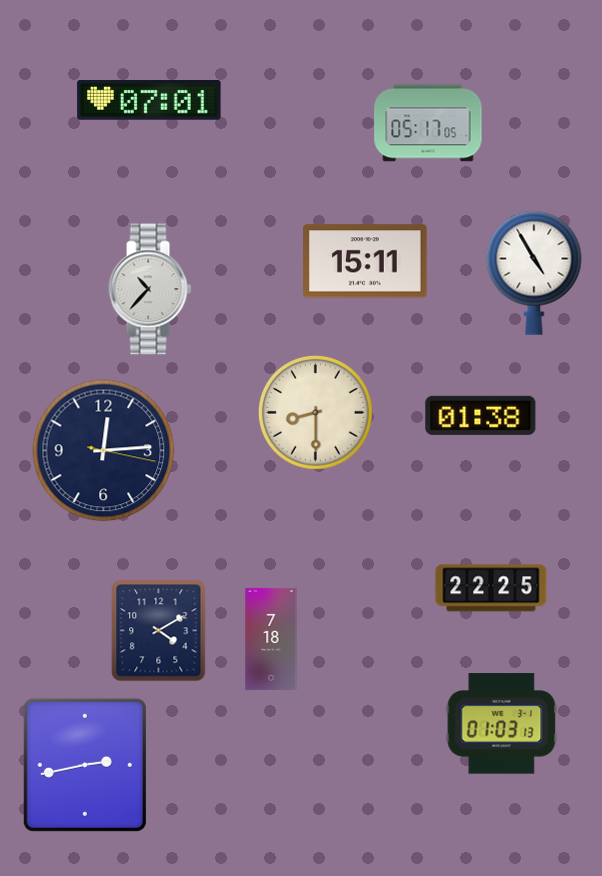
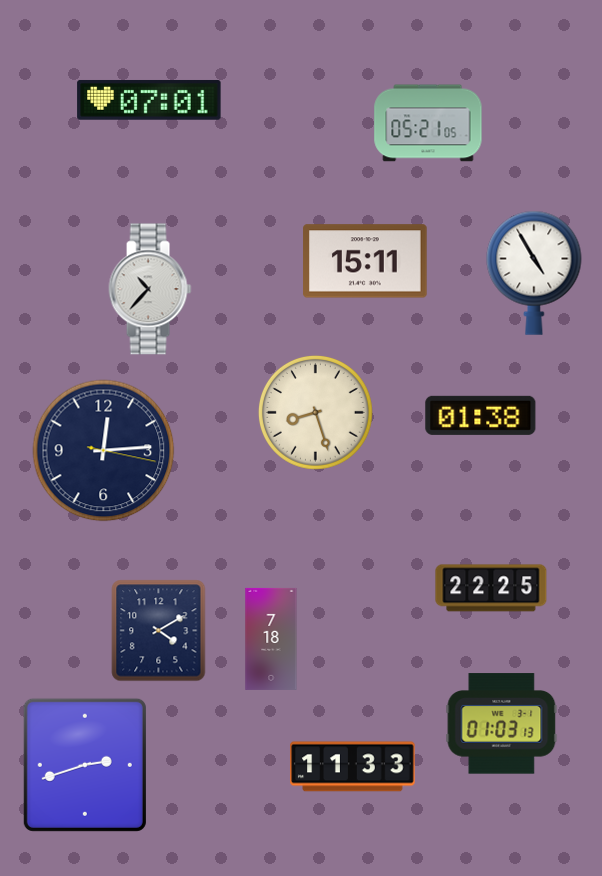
clock at (428, 123): 05:17 -> 05:21
clock at (315, 412): 8:30 -> 8:27
clock at (85, 765): 2:43 -> 2:42
clock at (353, 767): none -> 11:33
